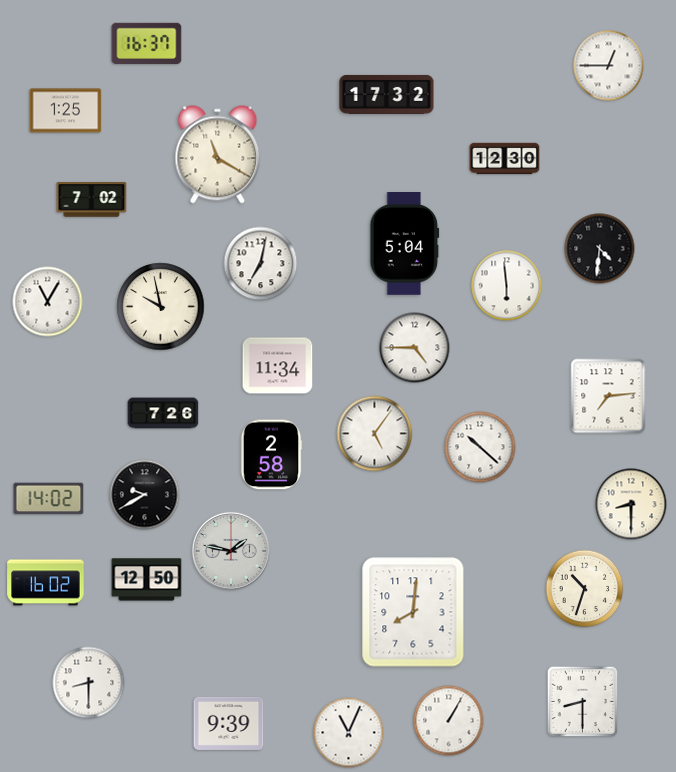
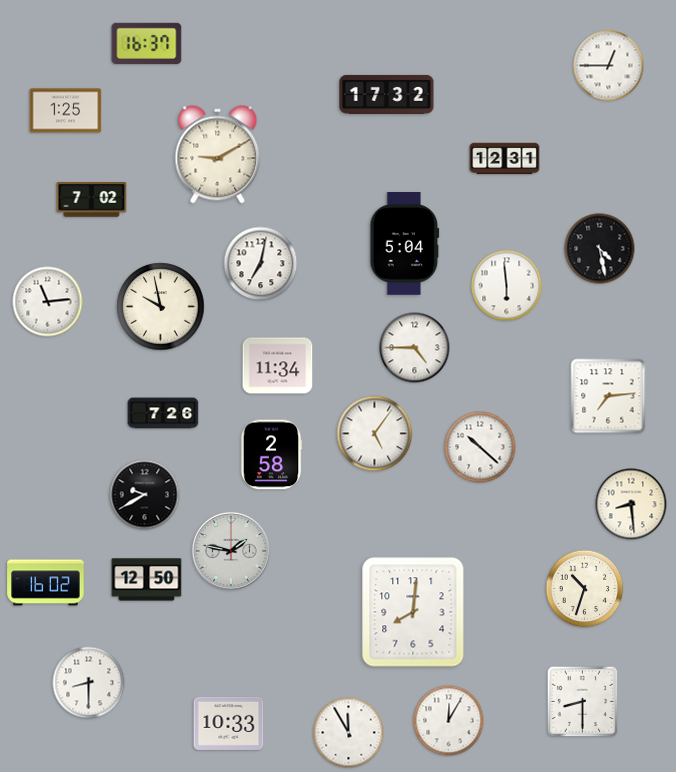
clock at (218, 155): 11:20 -> 9:10
clock at (505, 159): 12:30 -> 12:31
clock at (600, 249): 4:31 -> 4:28
clock at (48, 302): 11:05 -> 11:14
clock at (49, 499): 14:02 -> none
clock at (631, 504): 8:30 -> 8:29
clock at (449, 721): 1:05 -> 12:05
clock at (229, 723): 9:39 -> 10:33
clock at (349, 733): 11:04 -> 11:55
